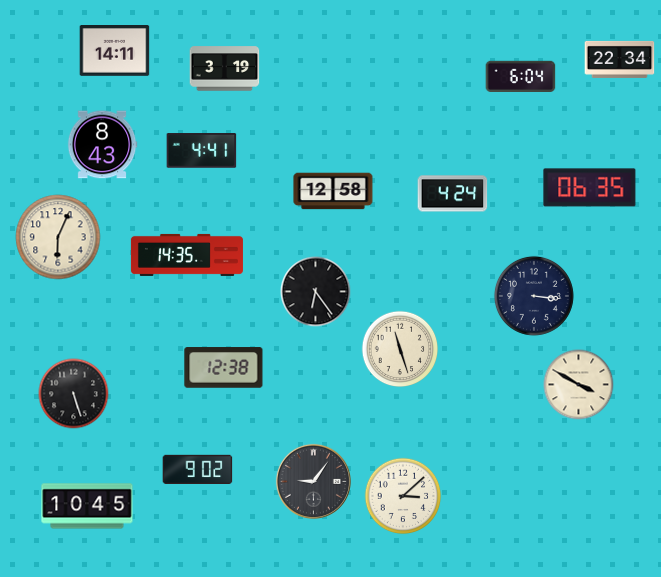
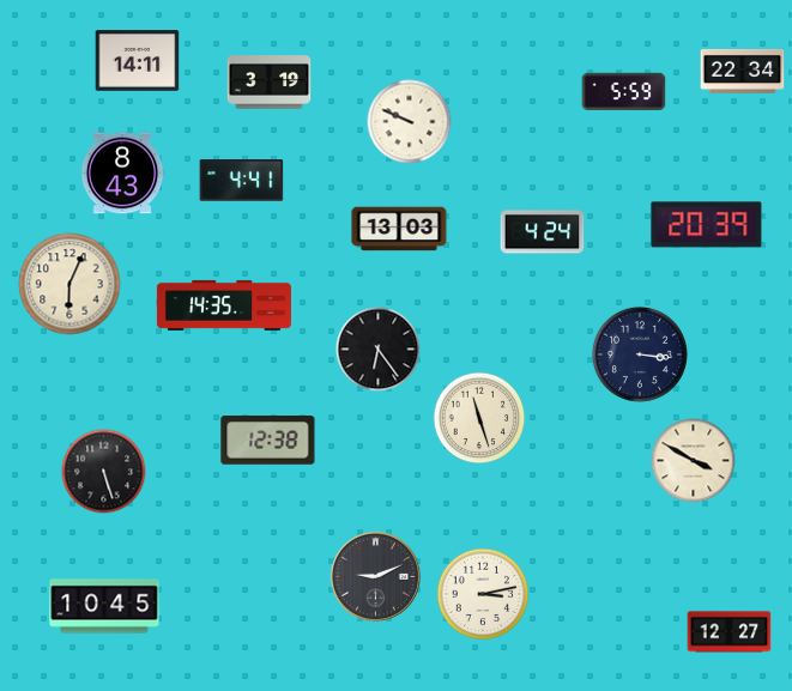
clock at (521, 76): 6:04 -> 5:59
clock at (410, 122): none -> 9:49
clock at (590, 188): 06:35 -> 20:39
clock at (333, 191): 12:58 -> 13:03
clock at (74, 394) position: (74, 394) -> (104, 472)
clock at (198, 469): 9:02 -> none
clock at (313, 481): 9:06 -> 9:11
clock at (403, 496): 3:08 -> 3:13
clock at (730, 632): none -> 12:27
